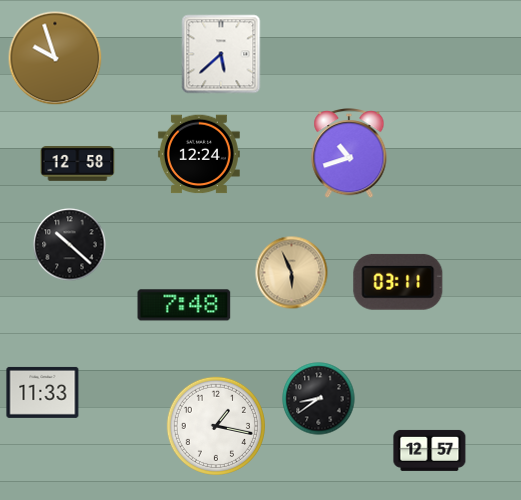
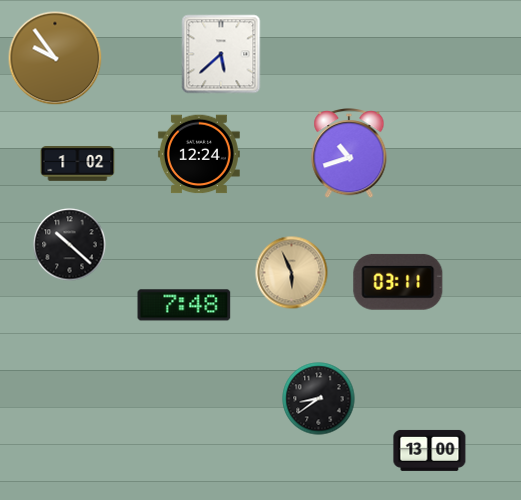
clock at (55, 58): 9:57 -> 9:54
clock at (78, 164): 12:58 -> 1:02
clock at (43, 392): 11:33 -> none
clock at (216, 426): 1:17 -> none
clock at (430, 450): 12:57 -> 13:00
